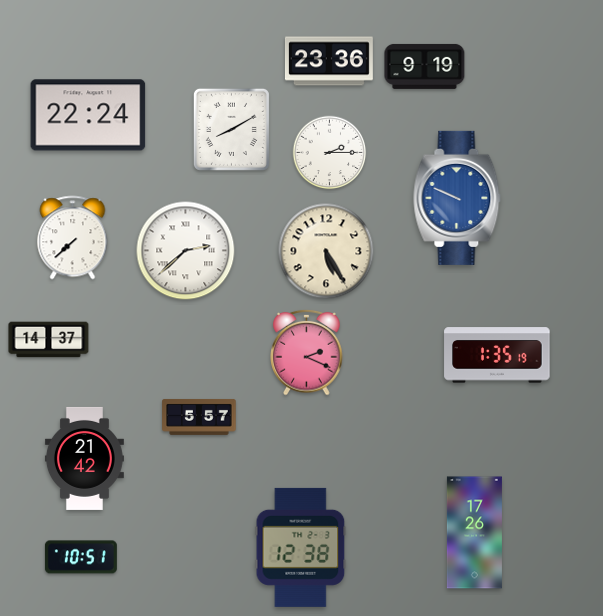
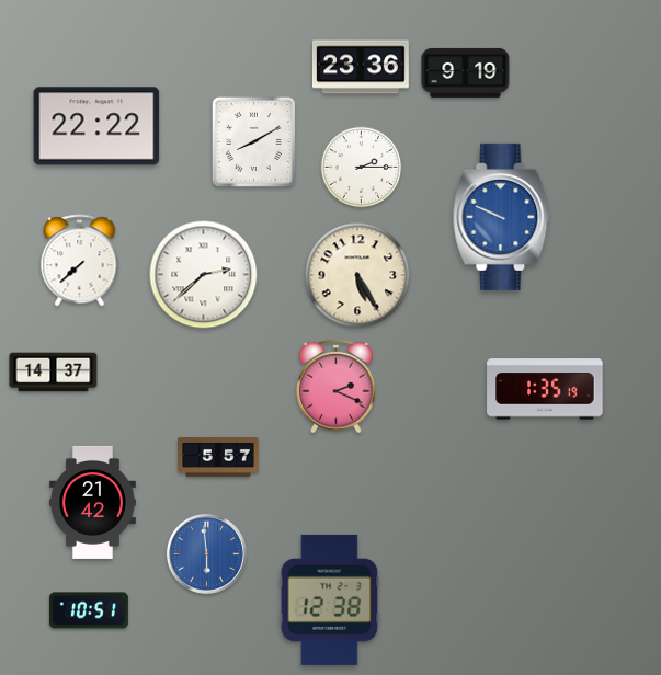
clock at (88, 115): 22:24 -> 22:22
clock at (206, 553): none -> 5:59
clock at (474, 533): 17:26 -> none
